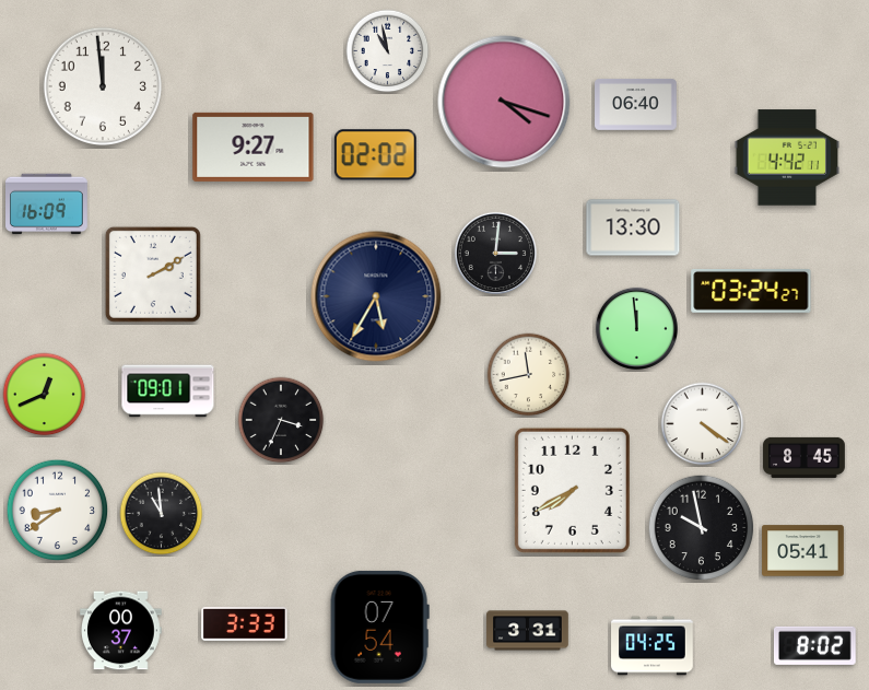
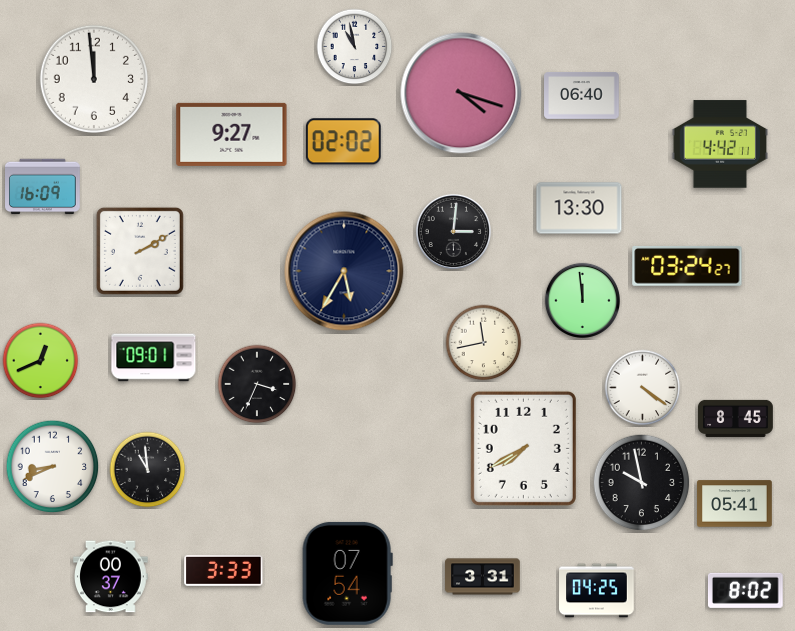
clock at (58, 511): 8:39 -> 8:41
